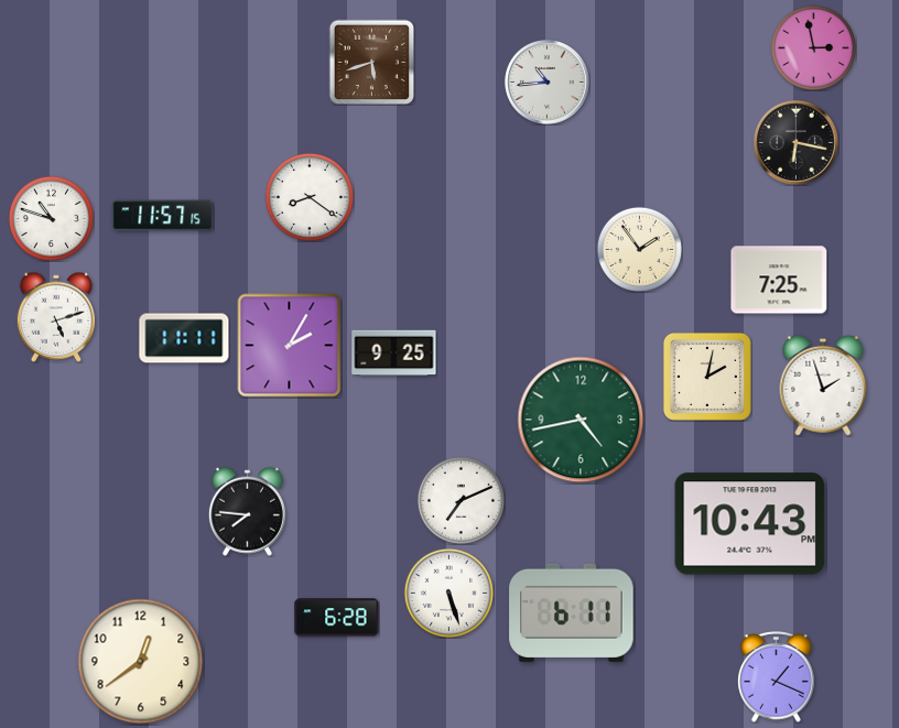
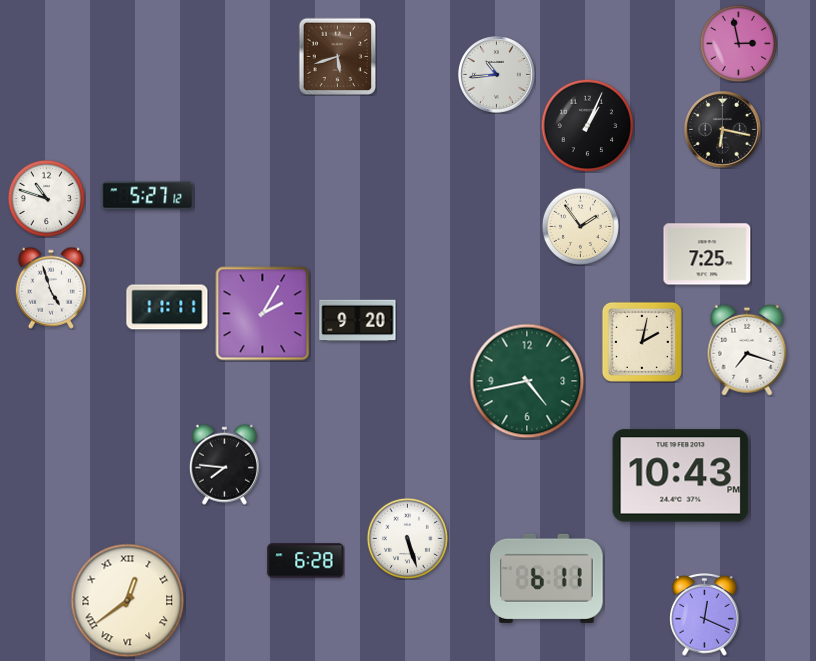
clock at (587, 125): none -> 1:04
clock at (308, 196): 8:21 -> none
clock at (163, 216): 11:57 -> 5:27
clock at (56, 317): 5:12 -> 4:57
clock at (394, 354): 9:25 -> 9:20
clock at (823, 385): 1:57 -> 7:18
clock at (461, 500): 7:11 -> none
clock at (572, 612) position: (572, 612) -> (547, 578)
clock at (141, 662) numerals: Arabic -> Roman
clock at (777, 677): 1:19 -> 12:19
